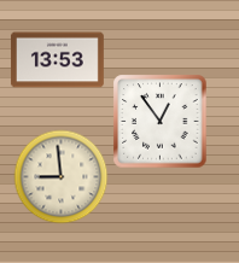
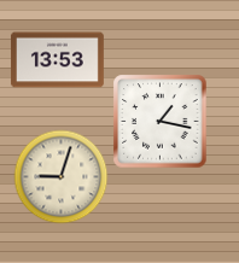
clock at (159, 121): 12:54 -> 1:17
clock at (60, 176): 8:59 -> 9:03
